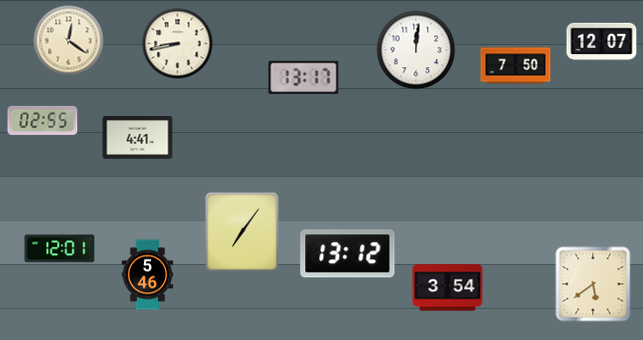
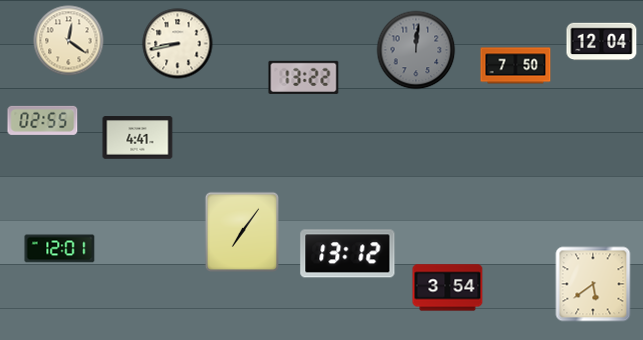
clock at (602, 42): 12:07 -> 12:04
clock at (416, 50) dial: white -> grey
clock at (304, 77): 13:17 -> 13:22
clock at (148, 275): 5:46 -> none
